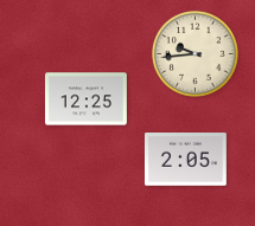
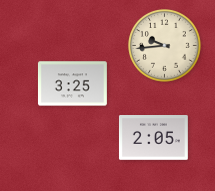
clock at (85, 99): 12:25 -> 3:25
clock at (185, 160) position: (185, 160) -> (153, 138)
